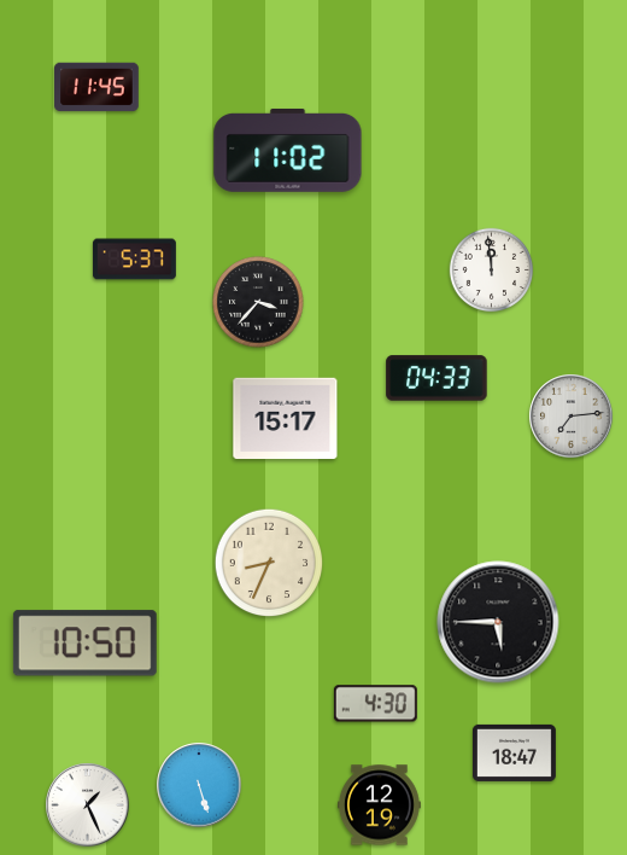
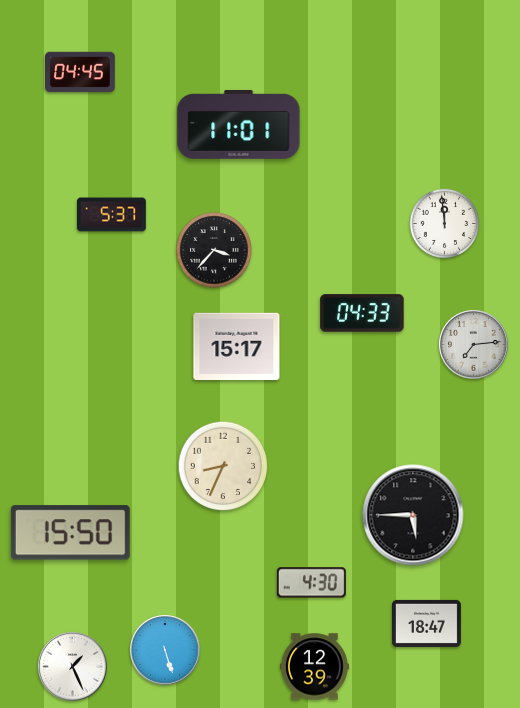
clock at (96, 87): 11:45 -> 04:45
clock at (288, 150): 11:02 -> 11:01
clock at (492, 271) position: (492, 271) -> (445, 224)
clock at (84, 644): 10:50 -> 15:50
clock at (379, 805): 12:19 -> 12:39
